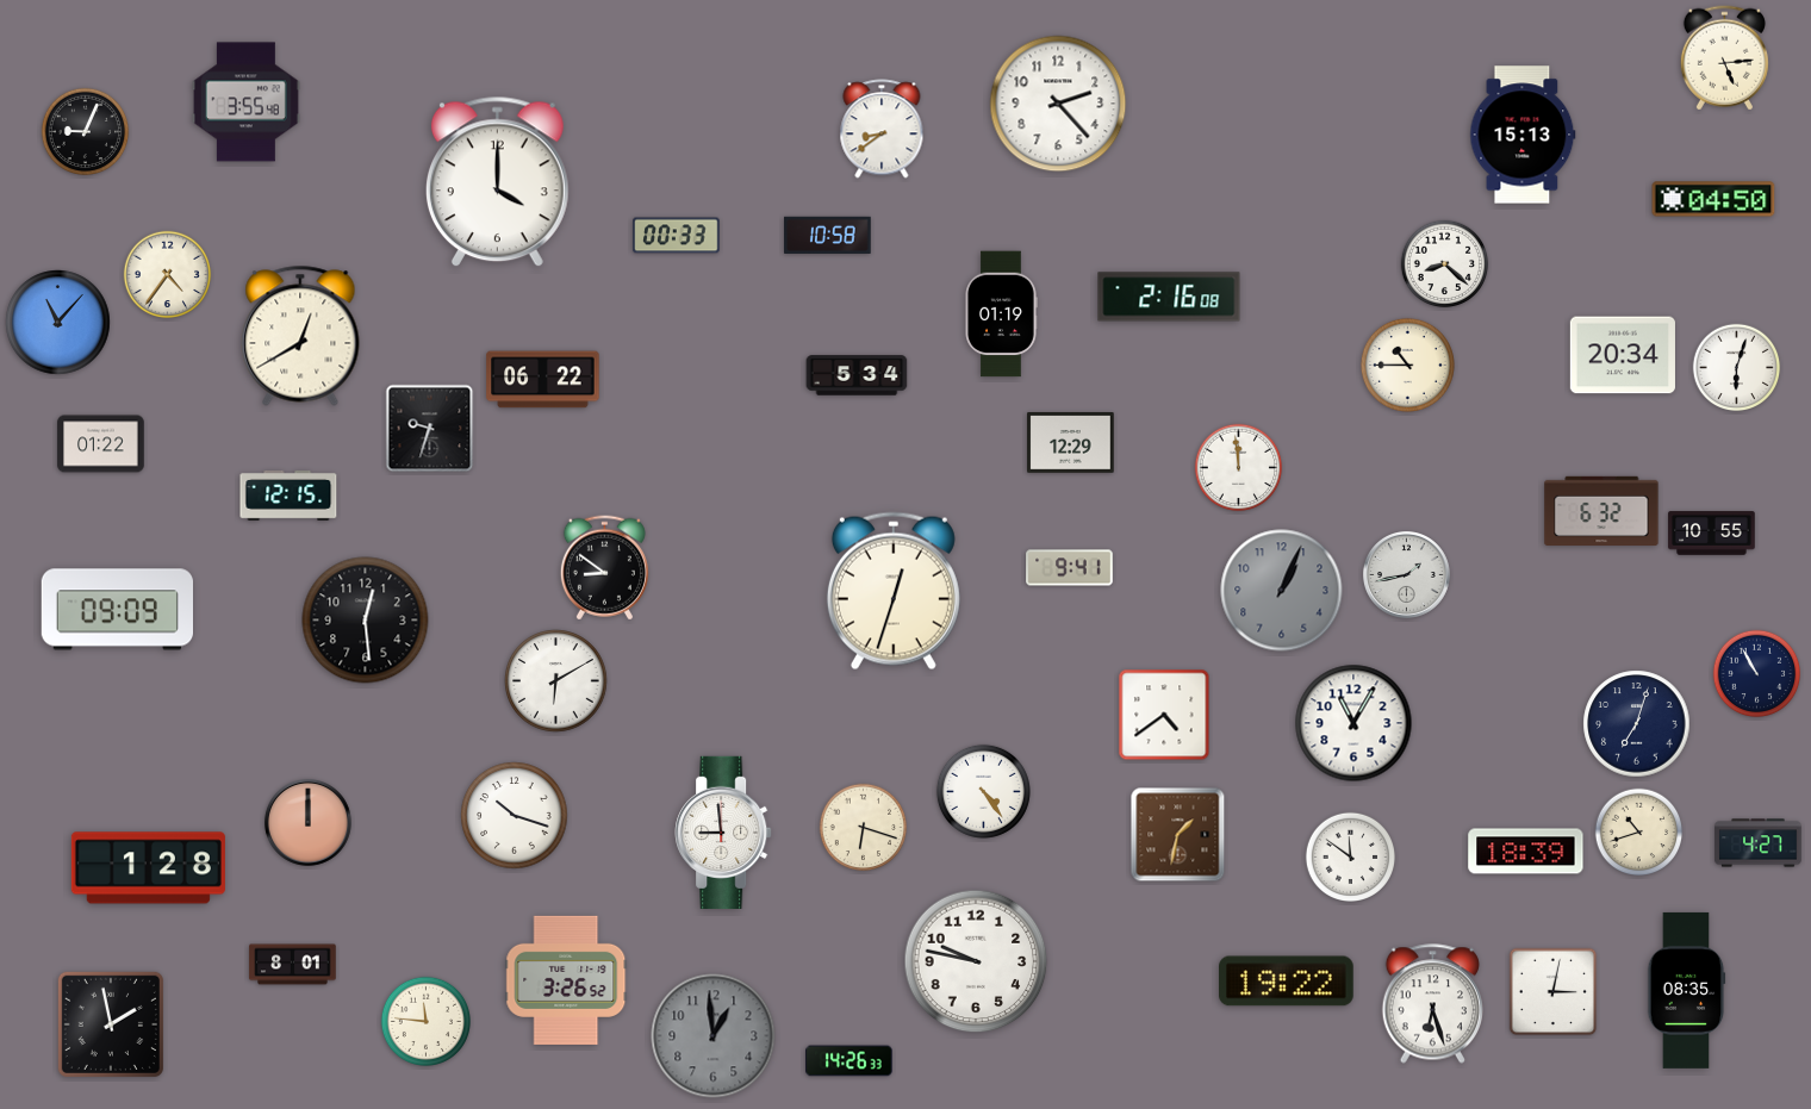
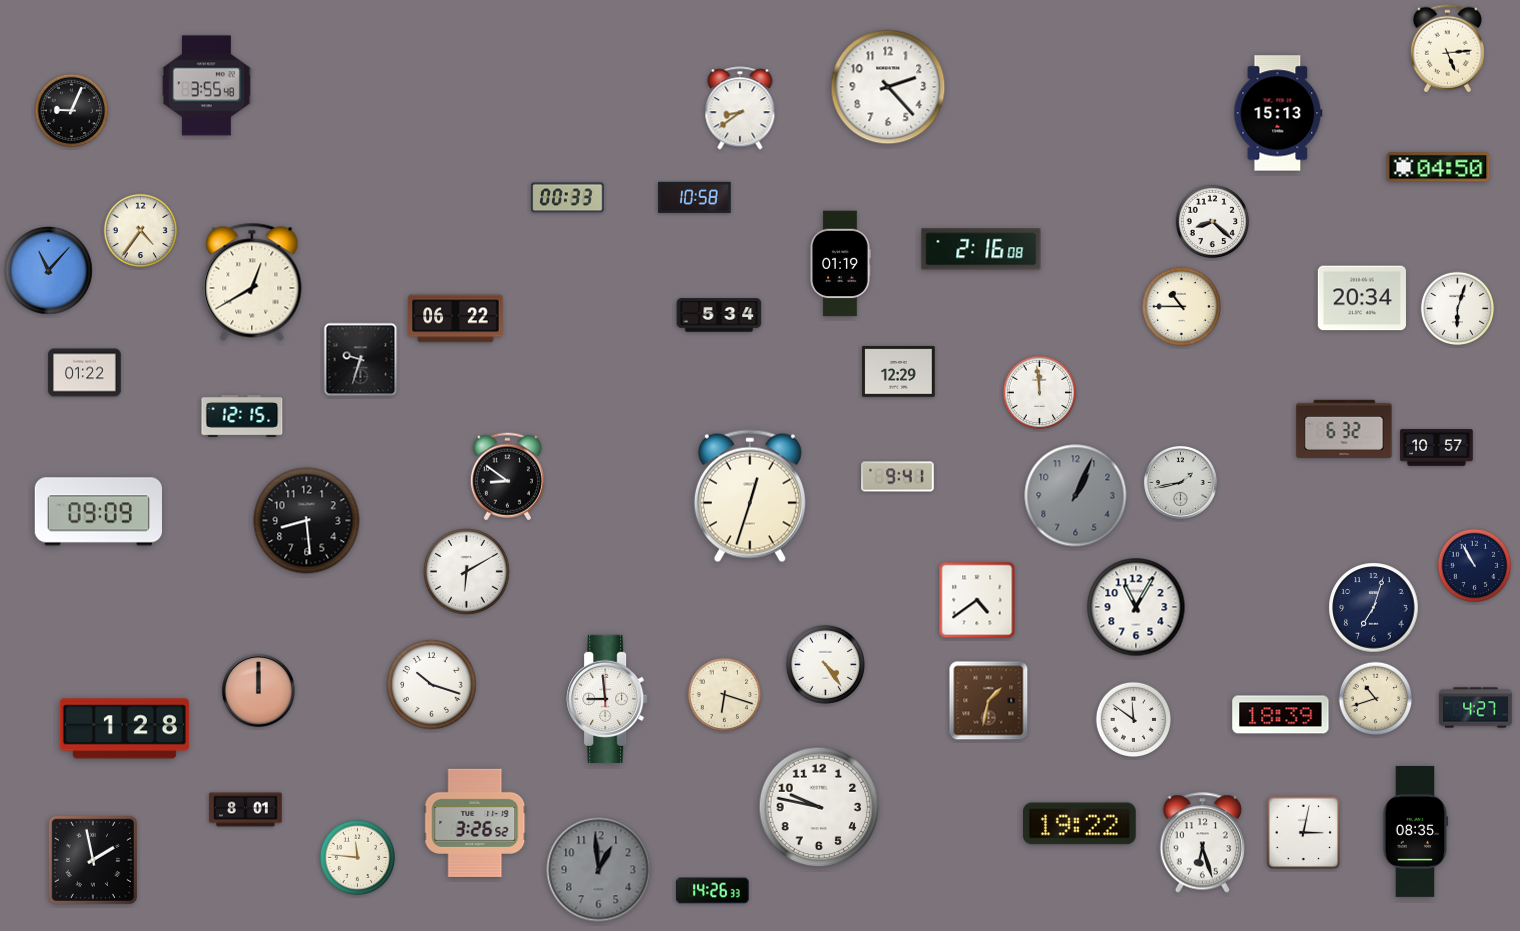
clock at (497, 182): 4:00 -> none
clock at (1712, 534): 10:55 -> 10:57
clock at (366, 621): 12:29 -> 8:29
